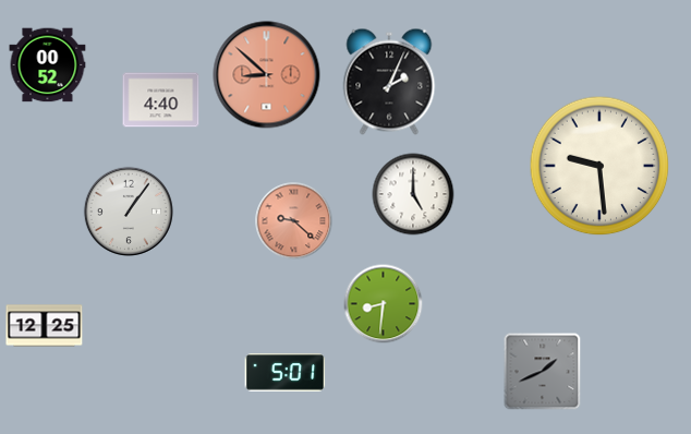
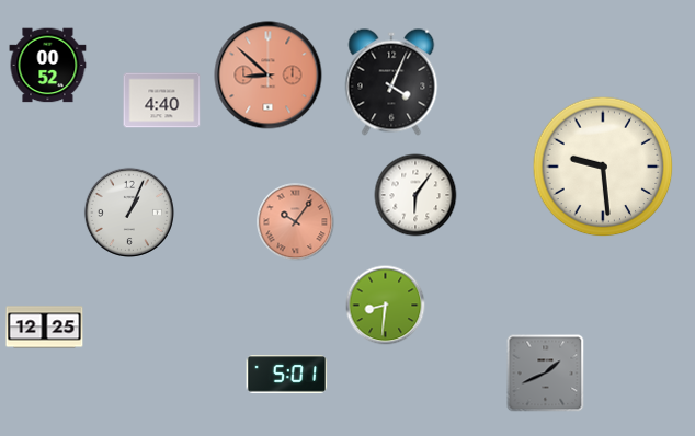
clock at (389, 82): 2:04 -> 4:04
clock at (413, 194): 5:00 -> 6:06
clock at (129, 212): 1:06 -> 1:04
clock at (294, 221): 9:22 -> 10:06
